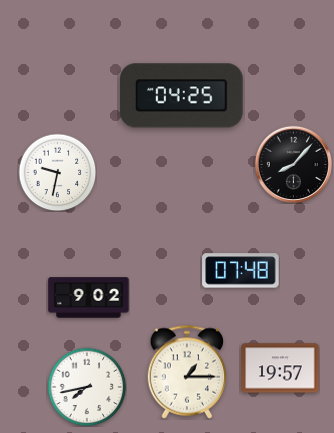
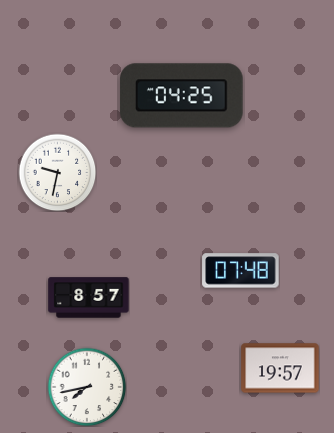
clock at (293, 164): 8:07 -> none
clock at (89, 298): 9:02 -> 8:57
clock at (186, 372): 1:15 -> none
